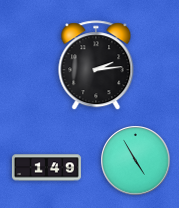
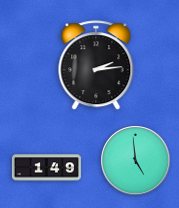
clock at (136, 161): 4:55 -> 4:59
